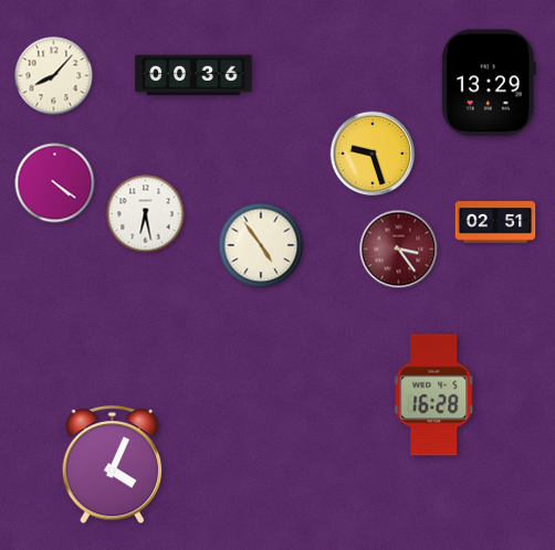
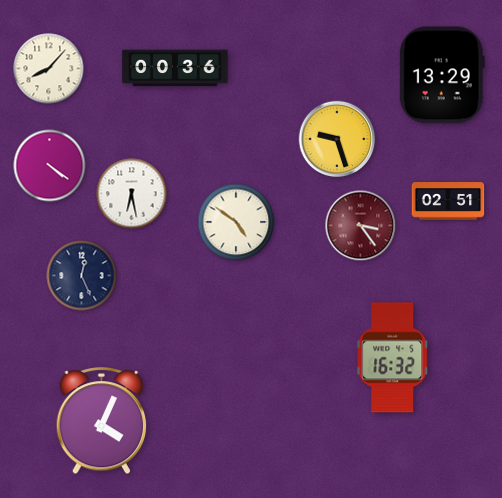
clock at (261, 245): 4:54 -> 4:51
clock at (82, 276): none -> 12:26
clock at (434, 395): 16:28 -> 16:32
